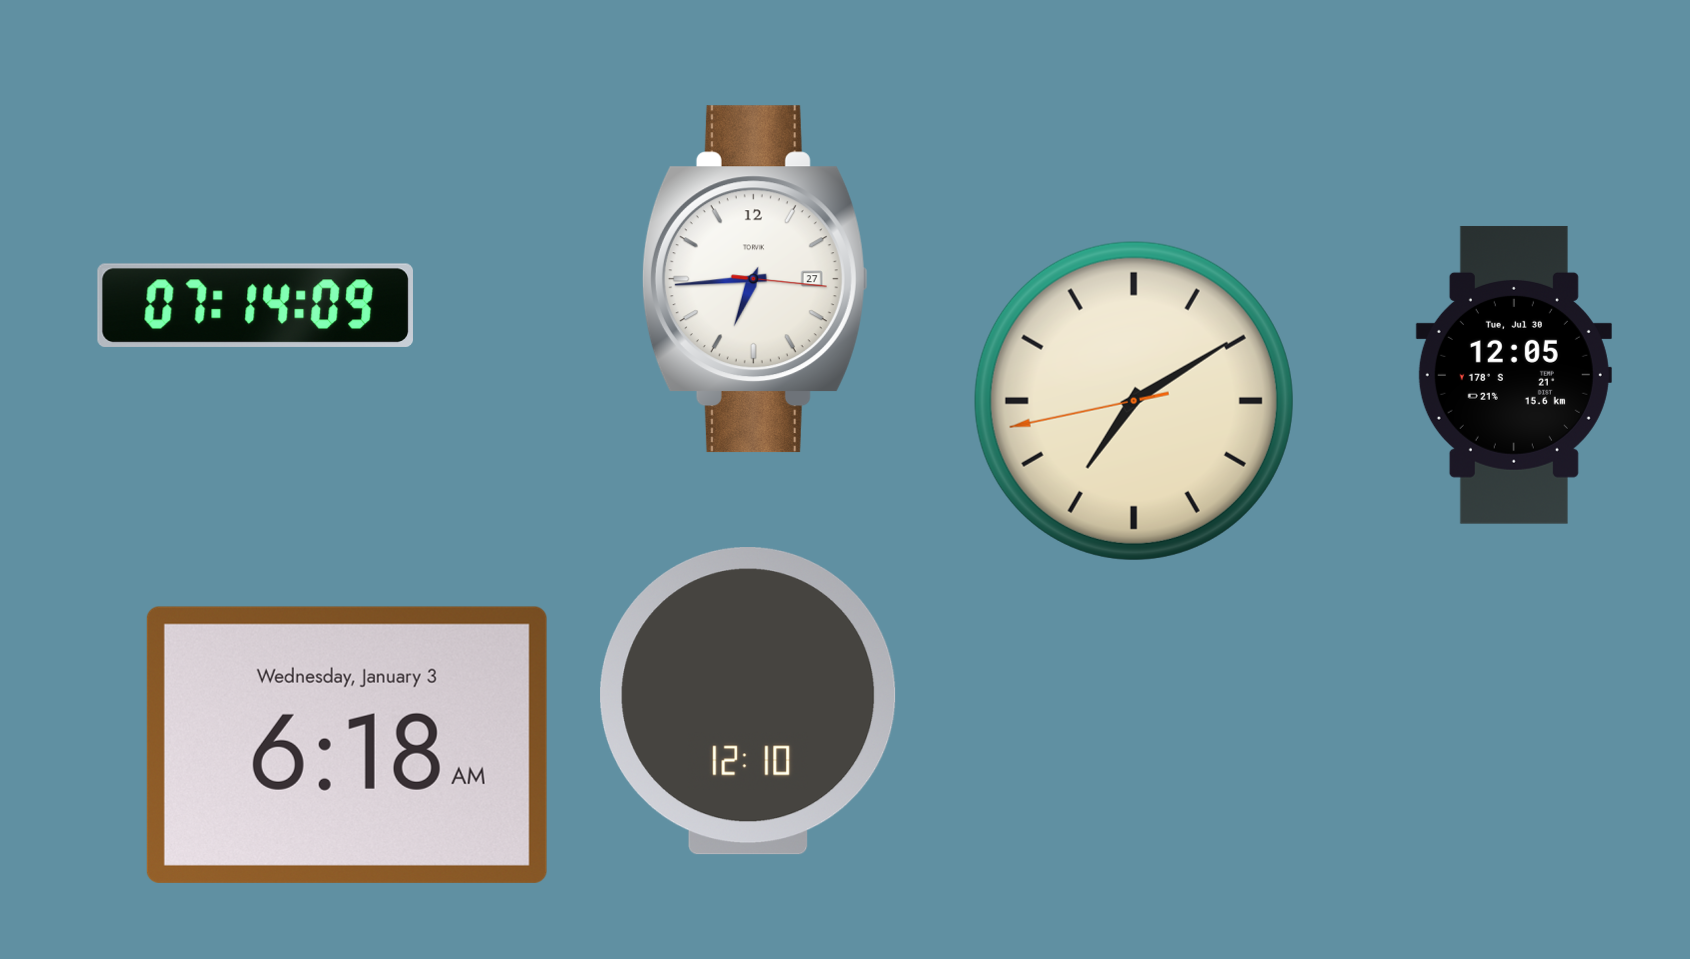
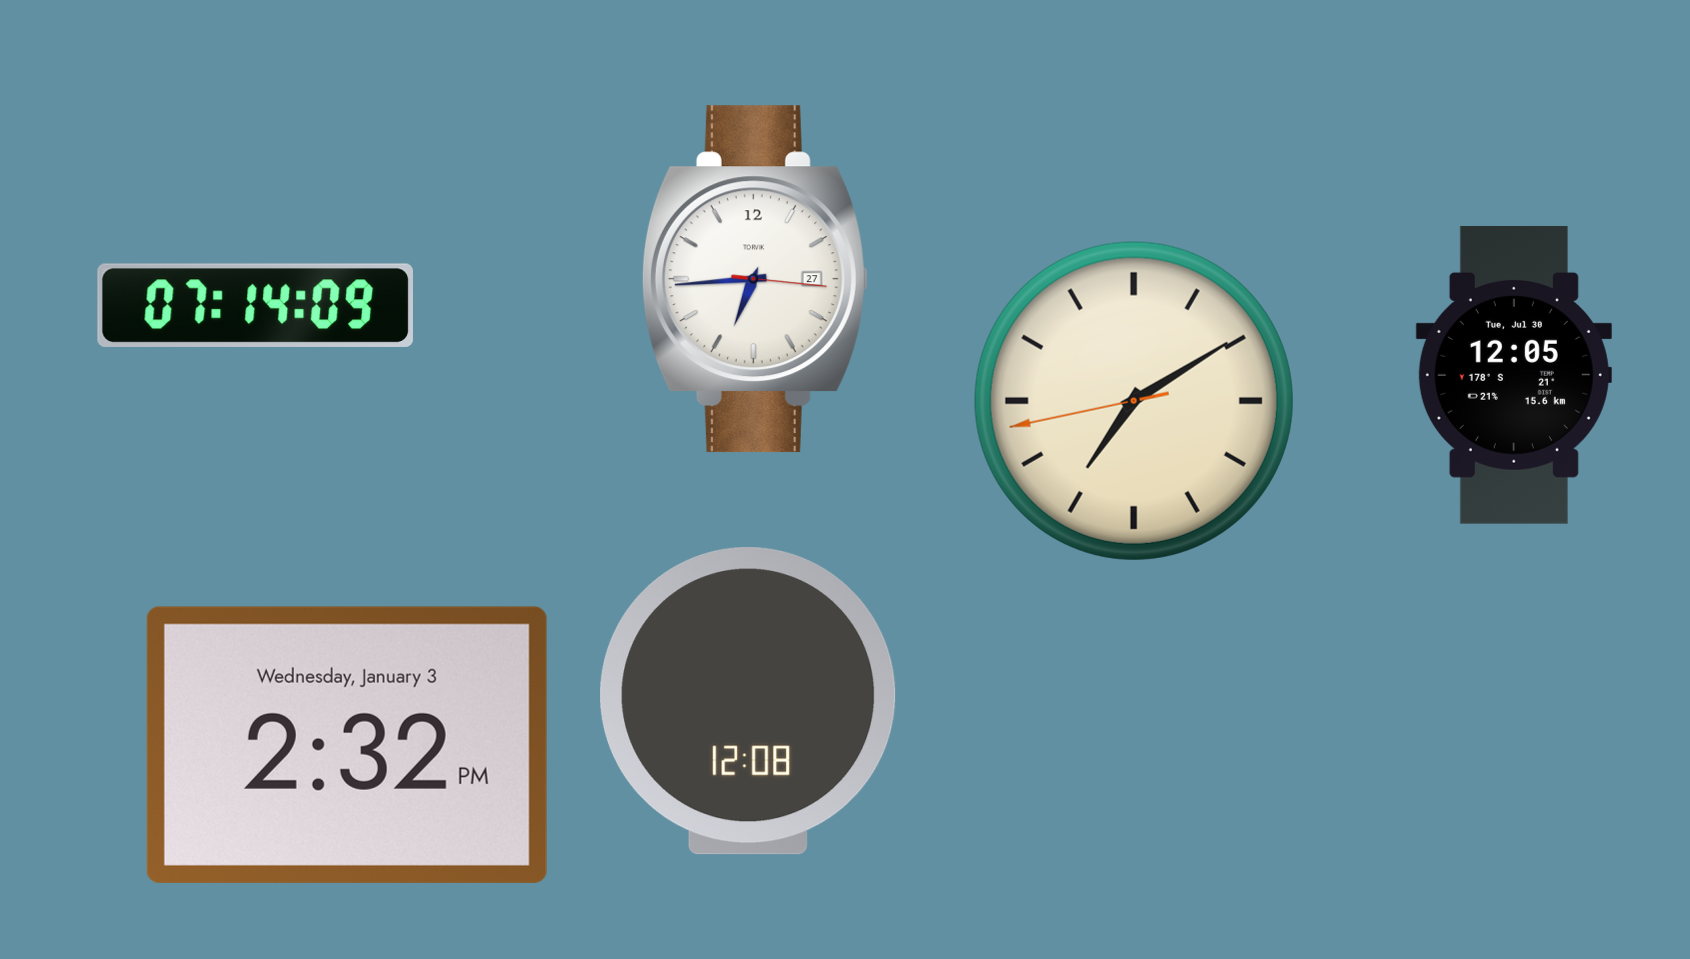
clock at (748, 701): 12:10 -> 12:08
clock at (347, 745): 6:18 -> 2:32
